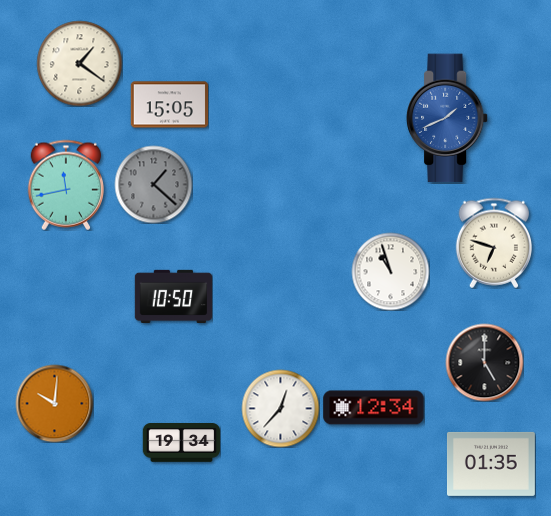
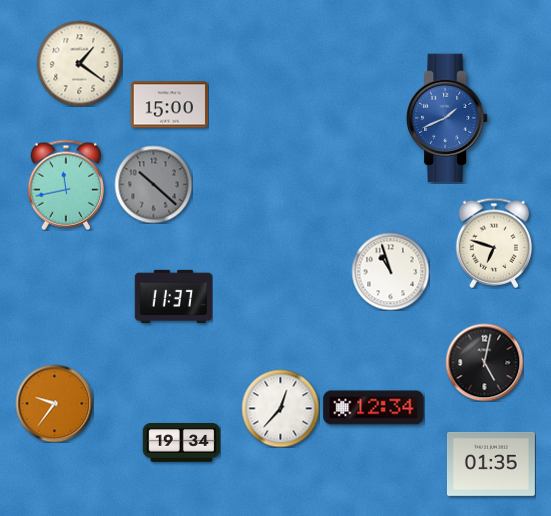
clock at (169, 105): 15:05 -> 15:00
clock at (153, 184): 1:22 -> 10:22
clock at (173, 297): 10:50 -> 11:37
clock at (484, 362): 5:00 -> 5:02
clock at (54, 403): 10:01 -> 9:36
